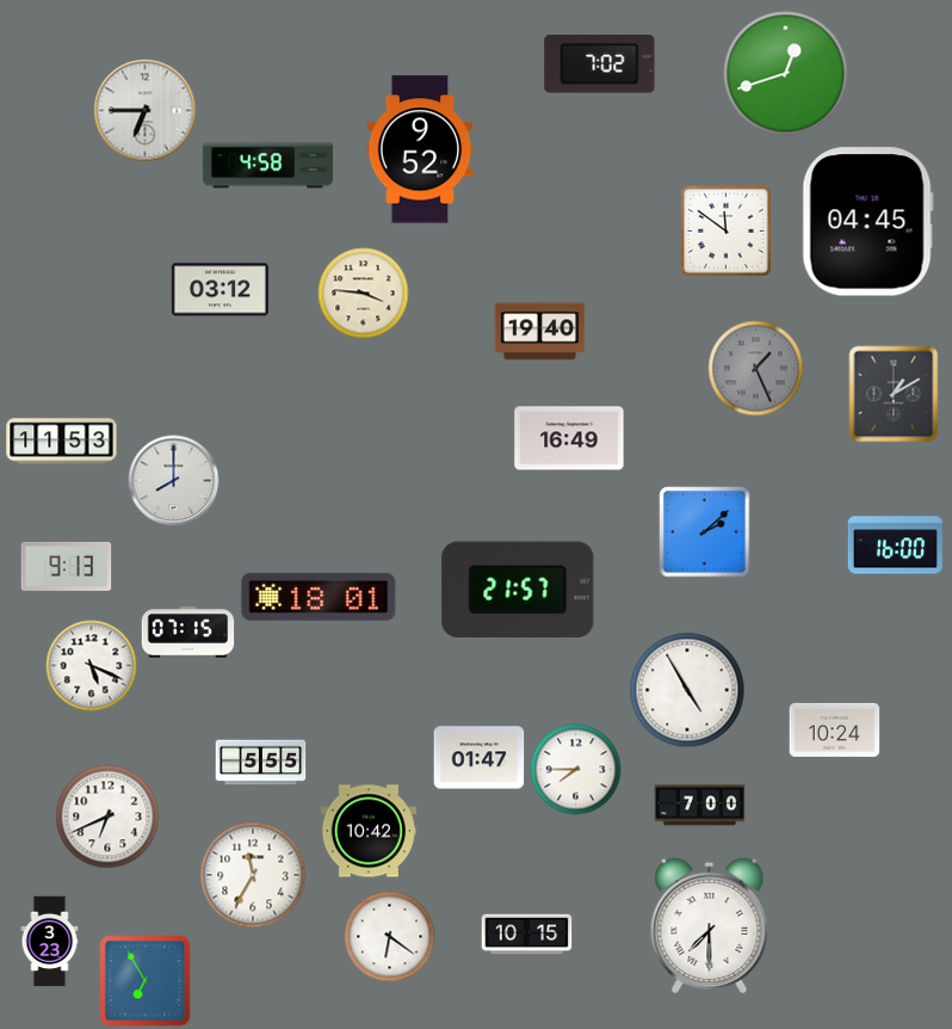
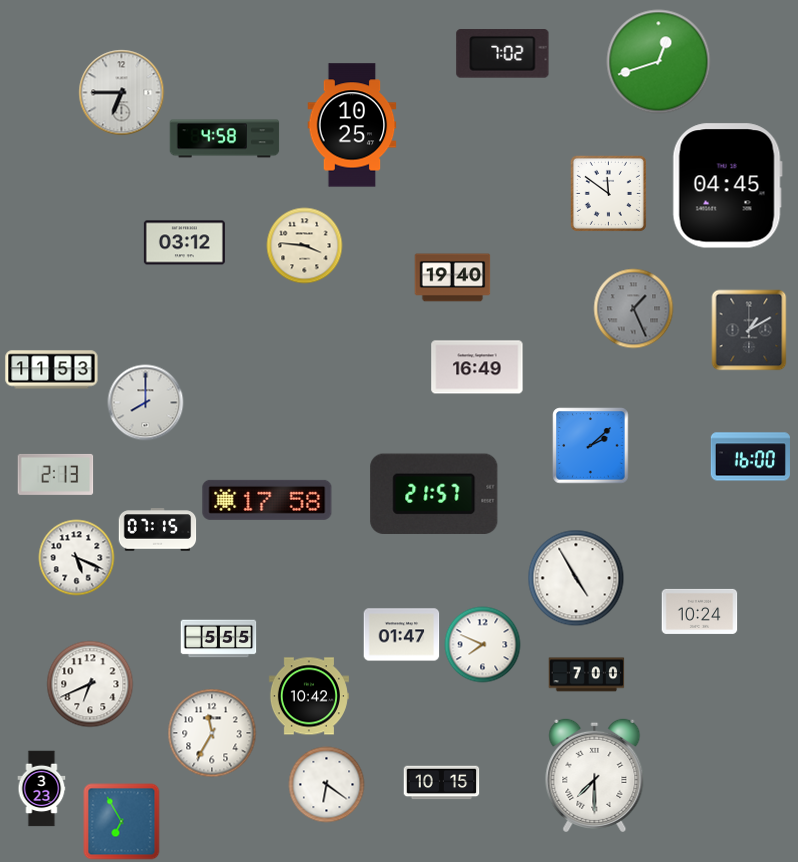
clock at (420, 149): 9:52 -> 10:25
clock at (67, 566): 9:13 -> 2:13
clock at (319, 597): 18:01 -> 17:58
clock at (576, 770): 7:45 -> 7:49
